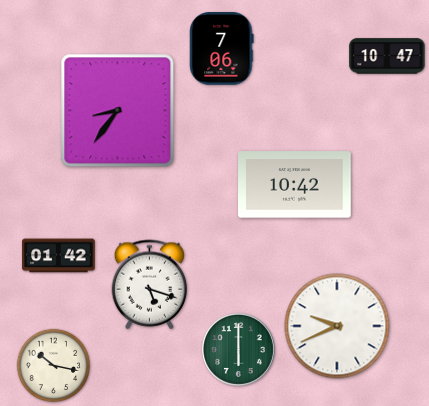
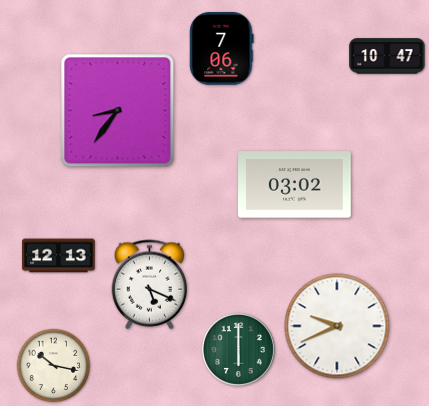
clock at (295, 185): 10:42 -> 03:02
clock at (59, 256): 01:42 -> 12:13
clock at (150, 285): 5:18 -> 5:19
